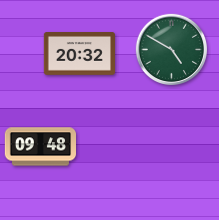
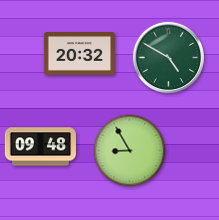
clock at (171, 49) position: (171, 49) -> (168, 57)
clock at (130, 151): none -> 8:55
